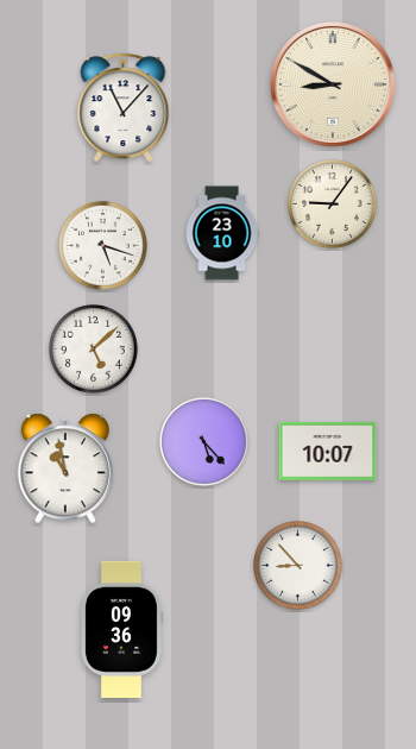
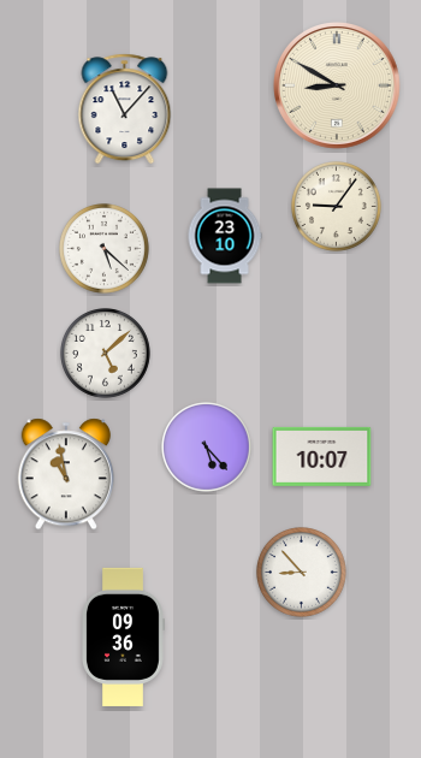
clock at (103, 246): 5:18 -> 5:22
clock at (94, 350) position: (94, 350) -> (106, 354)
clock at (328, 451) position: (328, 451) -> (322, 456)
